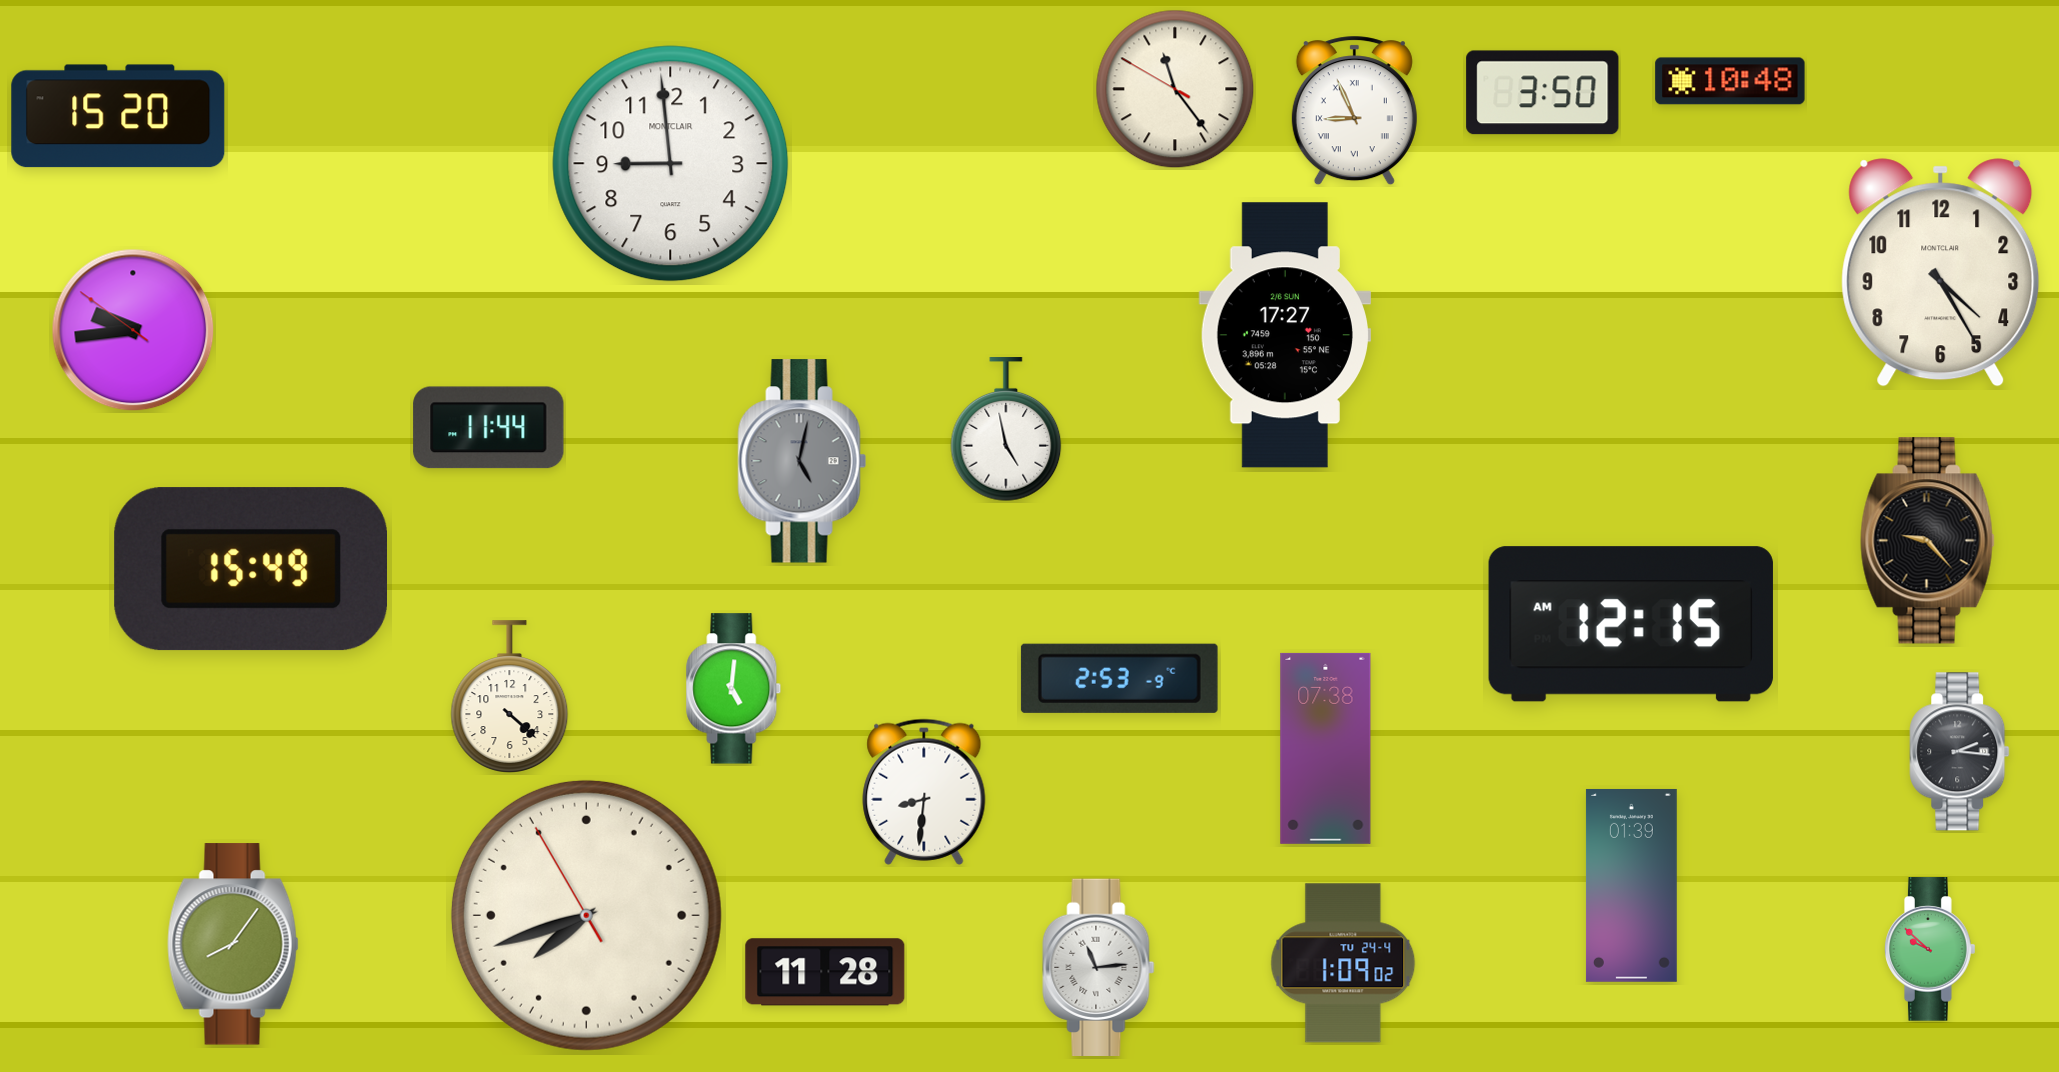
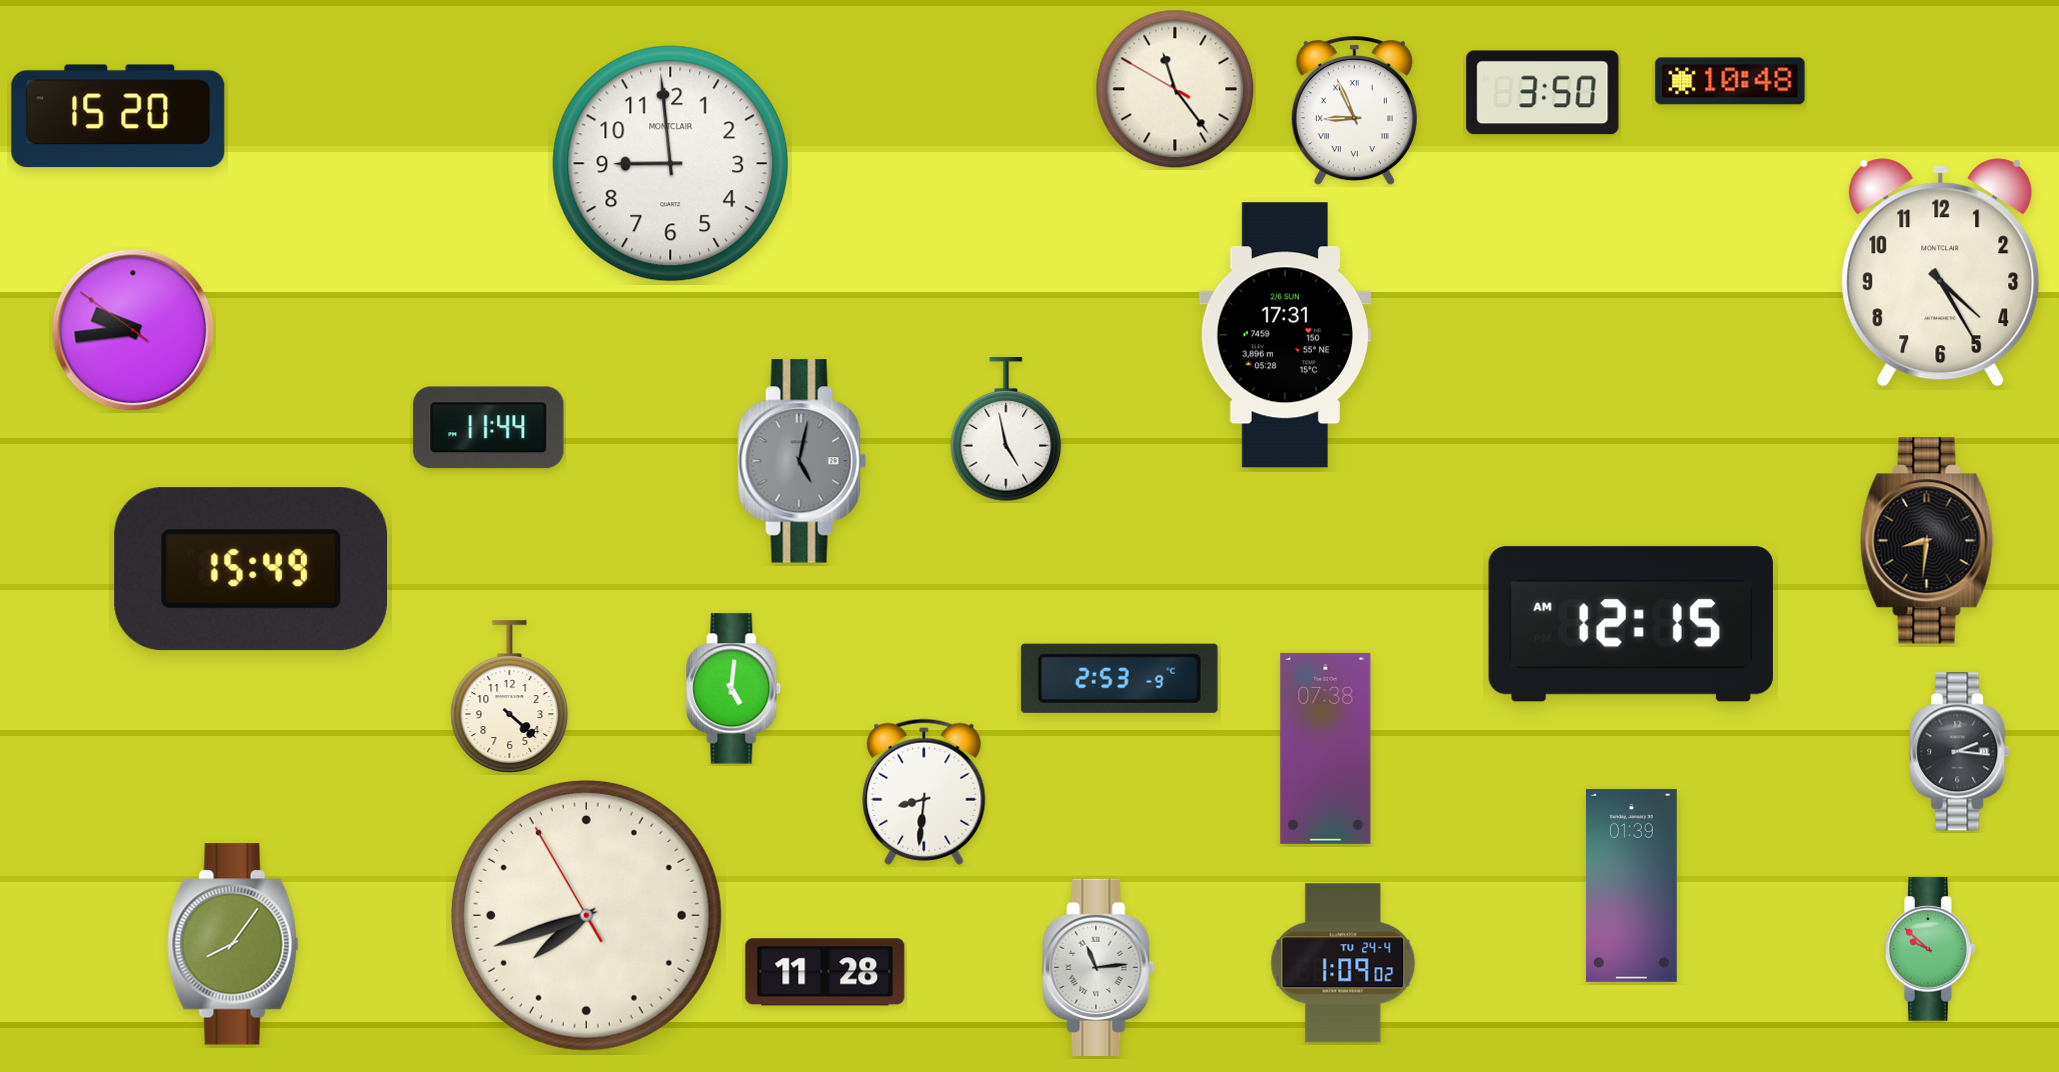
clock at (1284, 335): 17:27 -> 17:31
clock at (1928, 541): 9:23 -> 8:31
